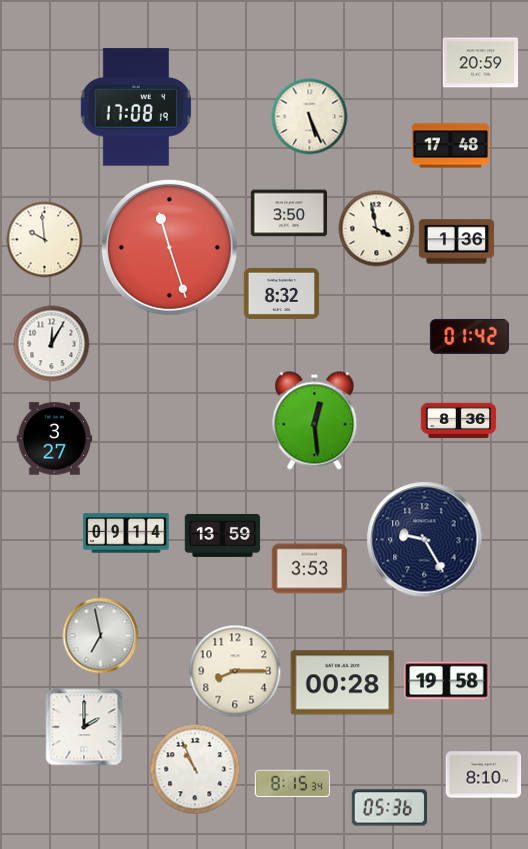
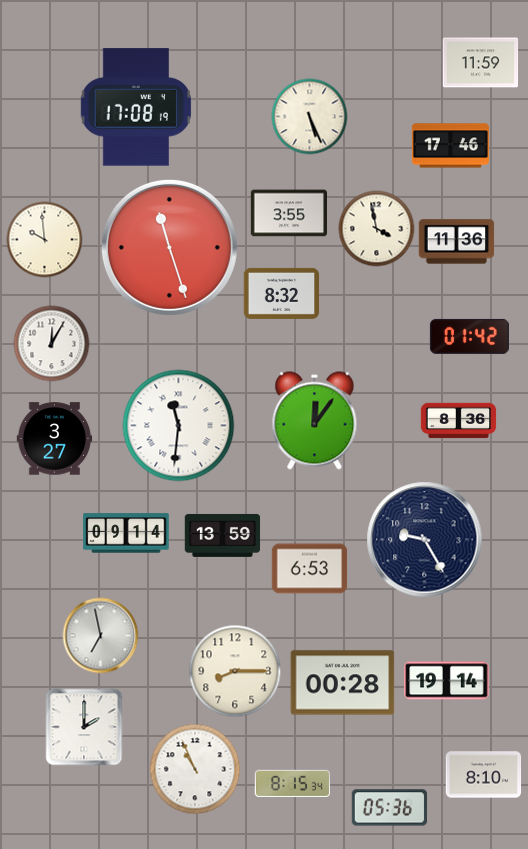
clock at (481, 63): 20:59 -> 11:59
clock at (450, 146): 17:48 -> 17:46
clock at (288, 213): 3:50 -> 3:55
clock at (457, 242): 1:36 -> 11:36
clock at (315, 421): 12:29 -> 12:06
clock at (179, 426): none -> 11:31
clock at (310, 569): 3:53 -> 6:53
clock at (447, 681): 19:58 -> 19:14
